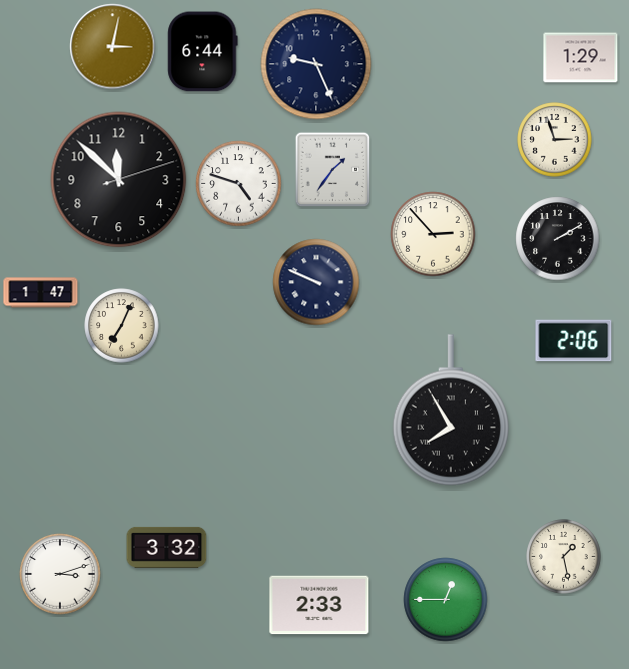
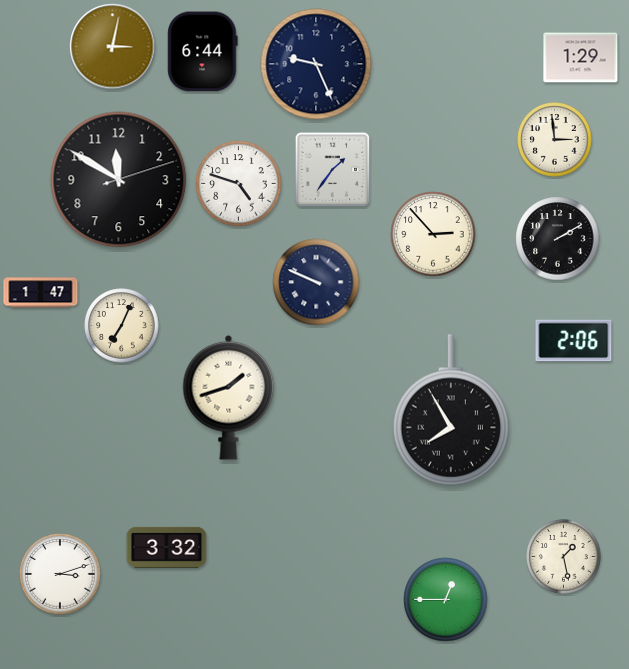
clock at (555, 140): 2:57 -> 2:59
clock at (119, 180): 11:52 -> 11:50
clock at (229, 397): none -> 1:42
clock at (319, 605): 2:33 -> none
